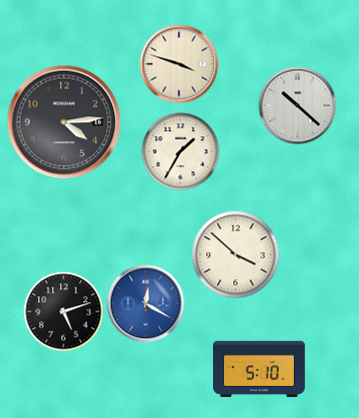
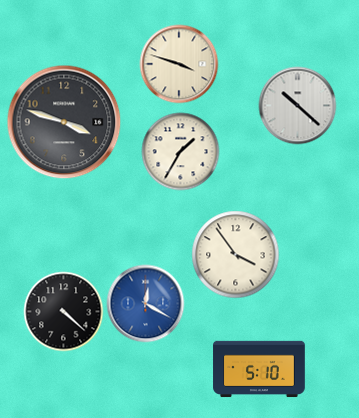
clock at (64, 122): 4:14 -> 3:48
clock at (235, 254): 3:52 -> 3:54
clock at (63, 311): 5:12 -> 4:22
